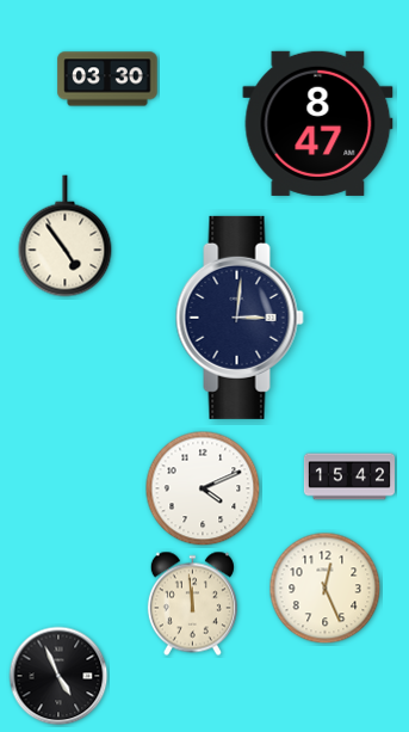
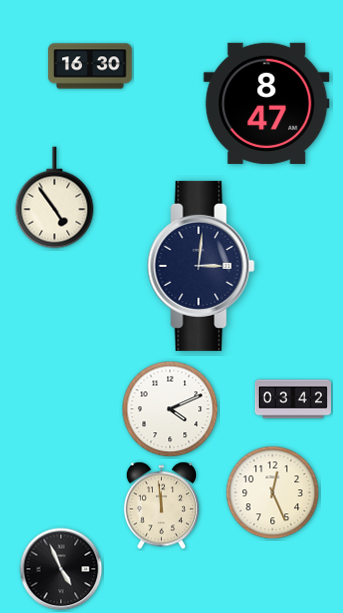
clock at (107, 79): 03:30 -> 16:30
clock at (349, 476): 15:42 -> 03:42
clock at (58, 676) position: (58, 676) -> (61, 569)
